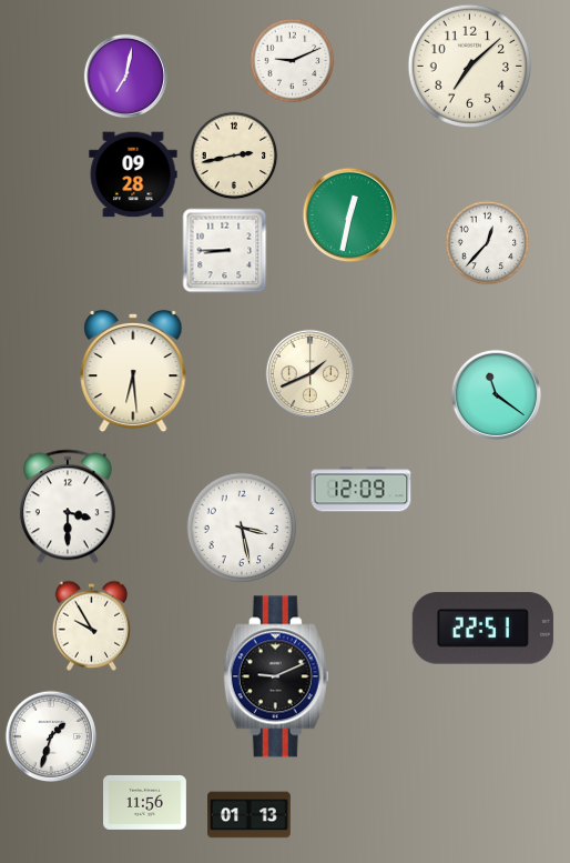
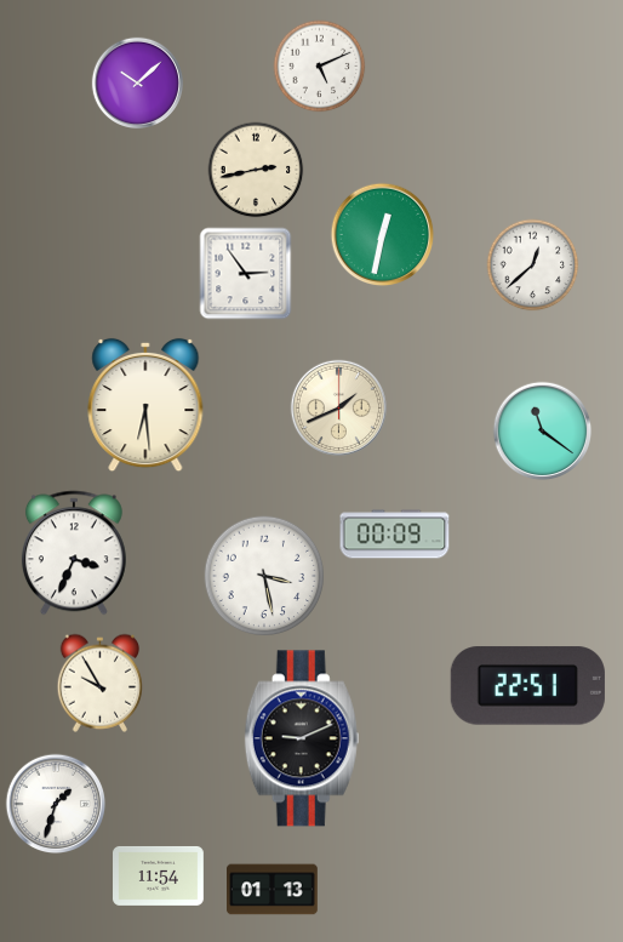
clock at (293, 61): 9:11 -> 5:11
clock at (469, 66): 7:08 -> none
clock at (125, 76): 7:02 -> 10:08
clock at (133, 174): 09:28 -> none
clock at (488, 243): 12:37 -> 12:38
clock at (225, 251): 8:45 -> 2:54
clock at (362, 490): 12:09 -> 00:09
clock at (68, 506): 3:30 -> 3:34
clock at (145, 802): 11:56 -> 11:54
